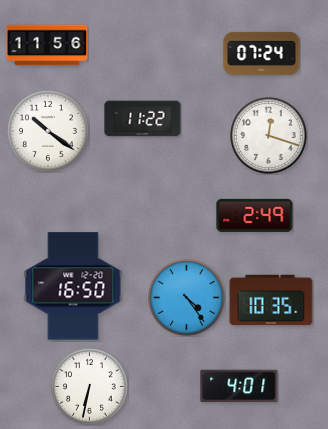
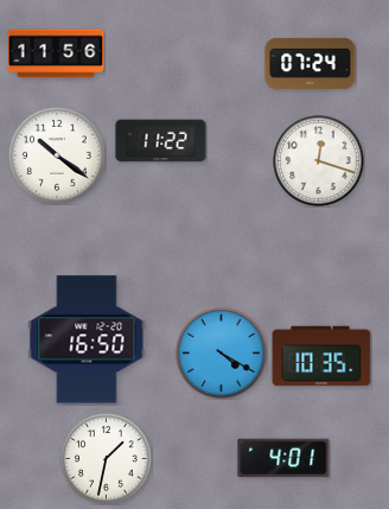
clock at (143, 119) position: (143, 119) -> (161, 141)
clock at (255, 215): 2:49 -> none
clock at (187, 298): 4:24 -> 4:20
clock at (90, 387): 6:32 -> 1:32
